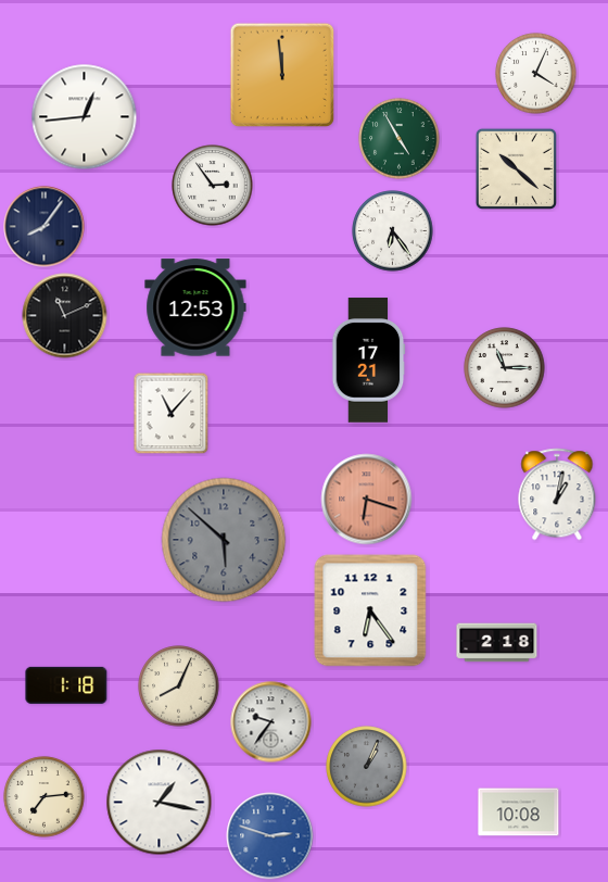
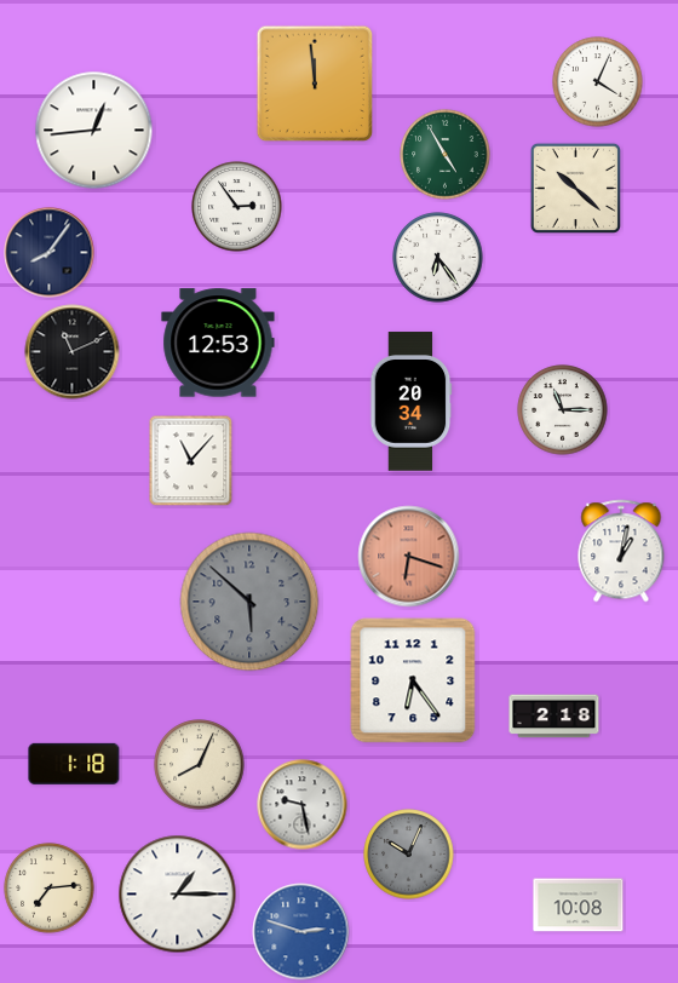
clock at (369, 361): 17:21 -> 20:34
clock at (271, 722): 9:36 -> 9:28
clock at (367, 767): 1:04 -> 10:04
clock at (160, 803): 1:17 -> 1:15
